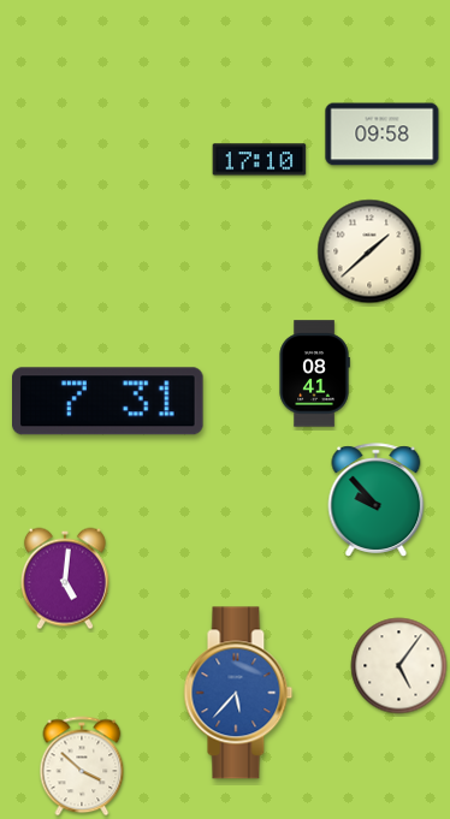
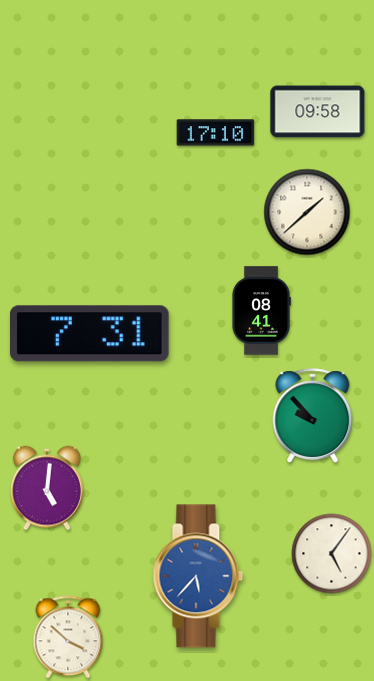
clock at (369, 251) position: (369, 251) -> (307, 212)
clock at (65, 578) position: (65, 578) -> (47, 488)
